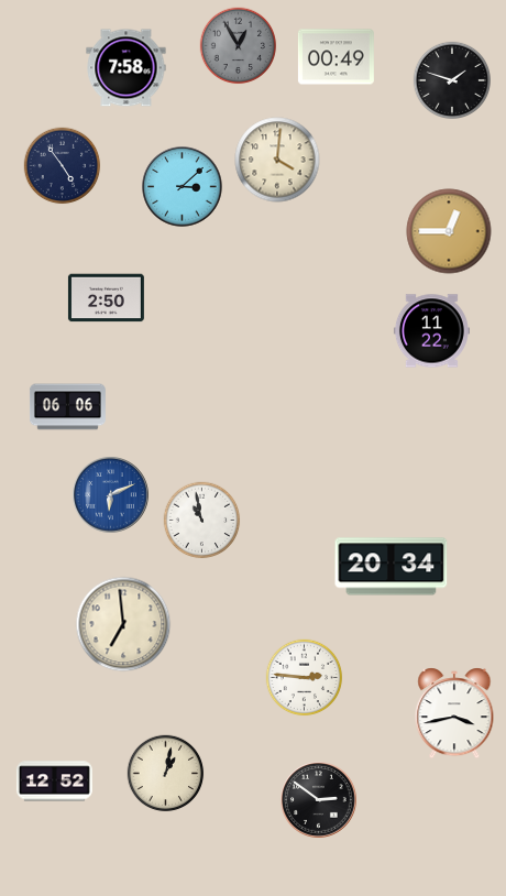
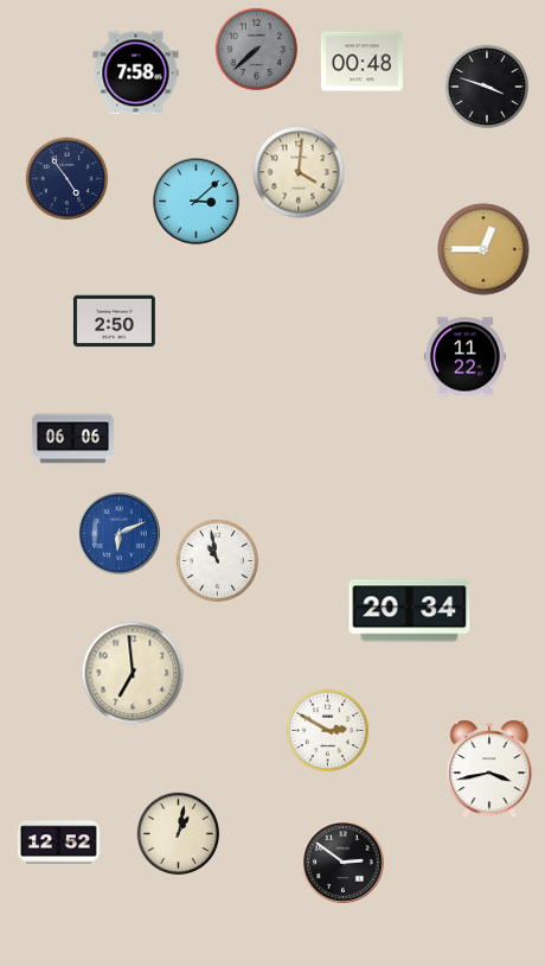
clock at (239, 46): 12:55 -> 7:38
clock at (335, 57): 00:49 -> 00:48
clock at (451, 79): 1:48 -> 3:48
clock at (392, 567) position: (392, 567) -> (410, 611)
clock at (305, 678): 2:46 -> 2:50
